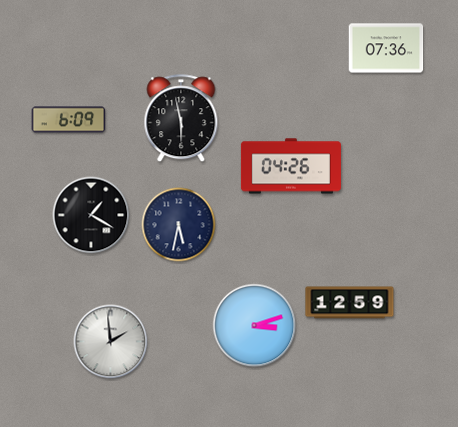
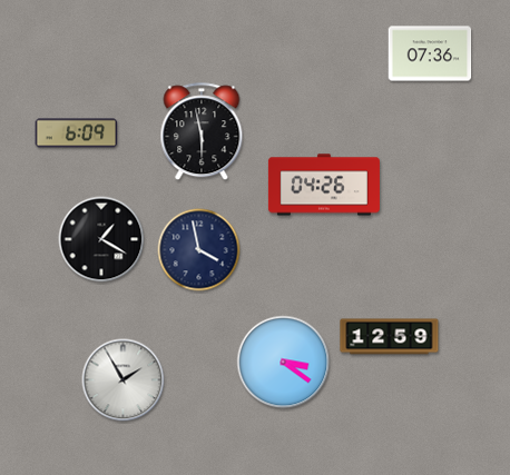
clock at (179, 225): 5:32 -> 3:58
clock at (255, 326): 3:12 -> 3:21
clock at (111, 342): 1:59 -> 1:55
